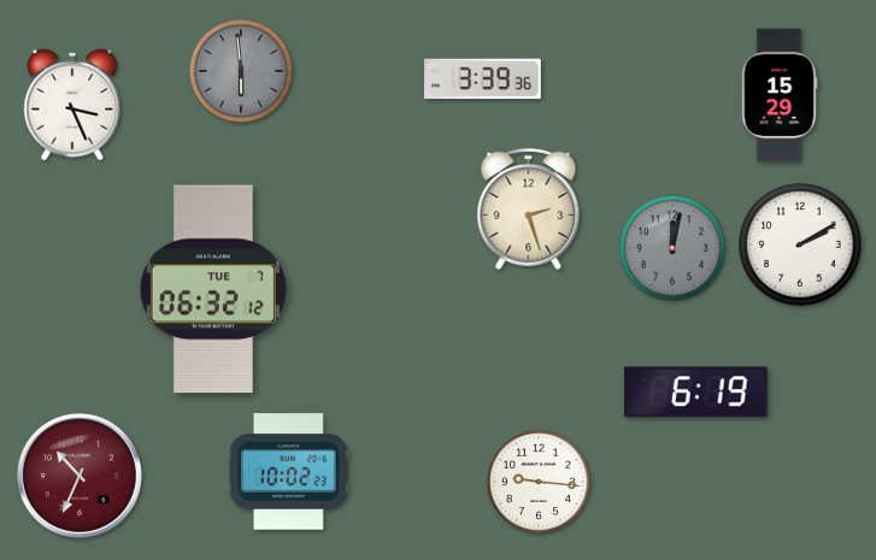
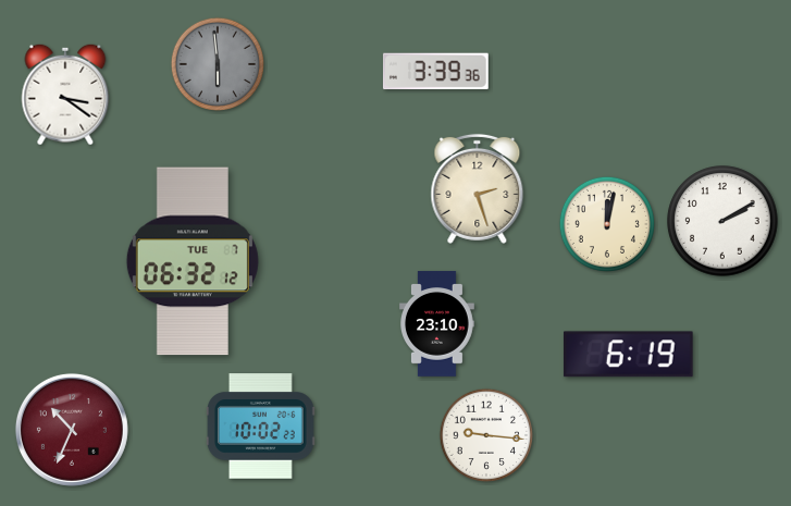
clock at (780, 95): 15:29 -> none
clock at (72, 105): 3:26 -> 3:21
clock at (672, 248) dial: grey -> cream
clock at (437, 324): none -> 23:10
